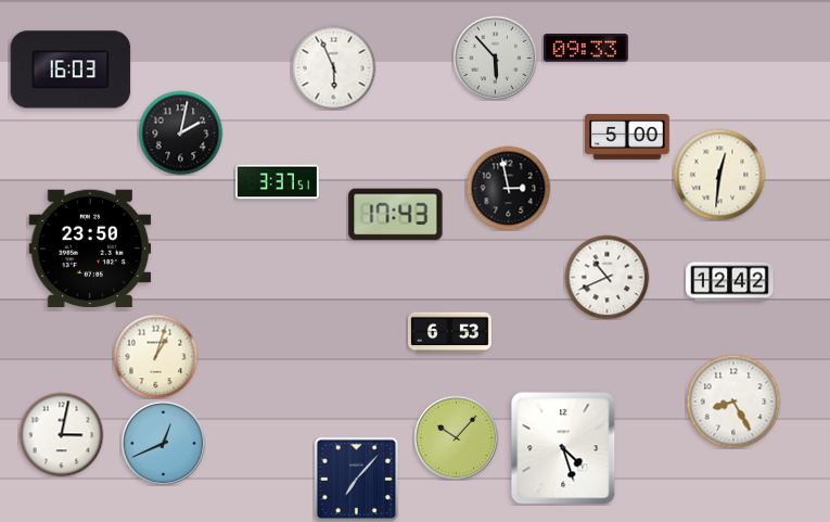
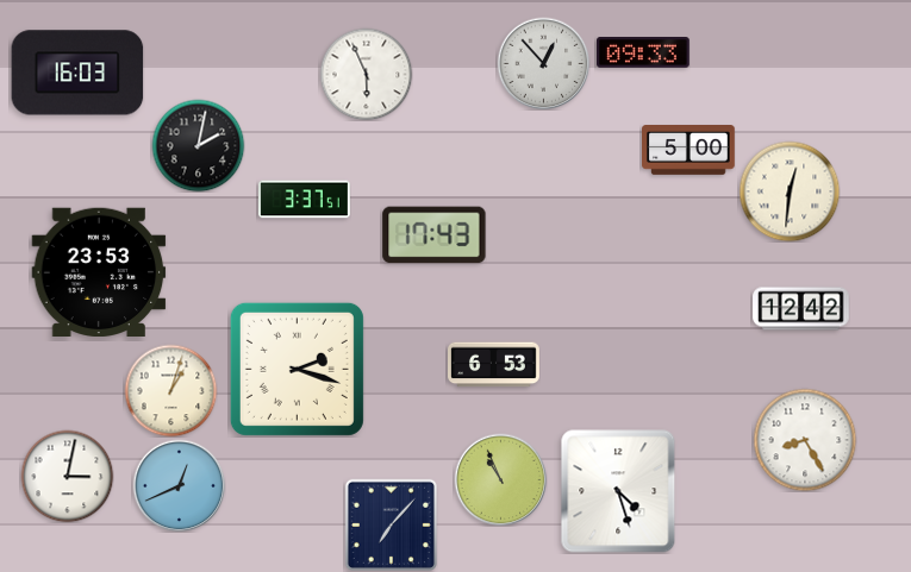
clock at (495, 58): 5:53 -> 12:53
clock at (71, 69) position: (71, 69) -> (77, 73)
clock at (508, 188): 2:58 -> none
clock at (90, 247): 23:50 -> 23:53
clock at (606, 277): 10:41 -> none
clock at (297, 369): none -> 2:18
clock at (456, 437): 10:07 -> 10:56
